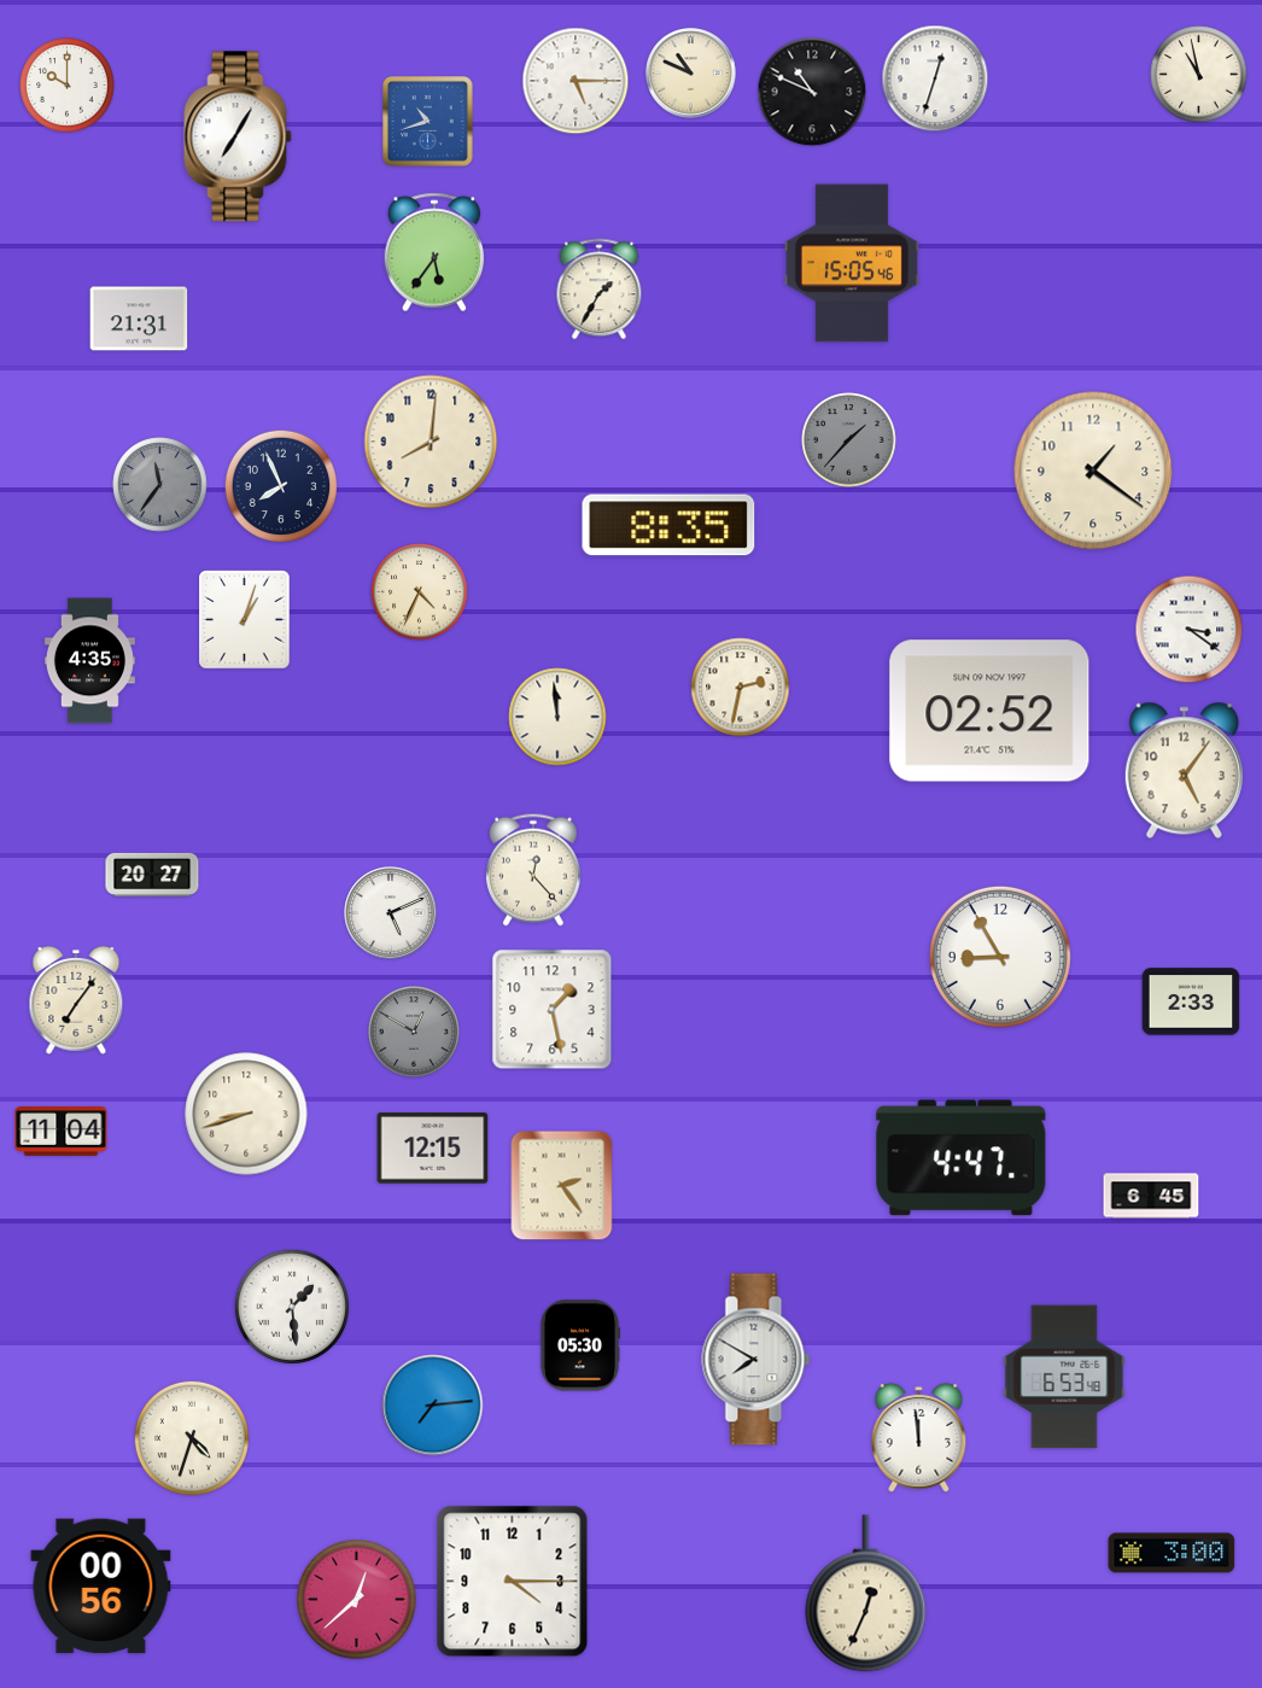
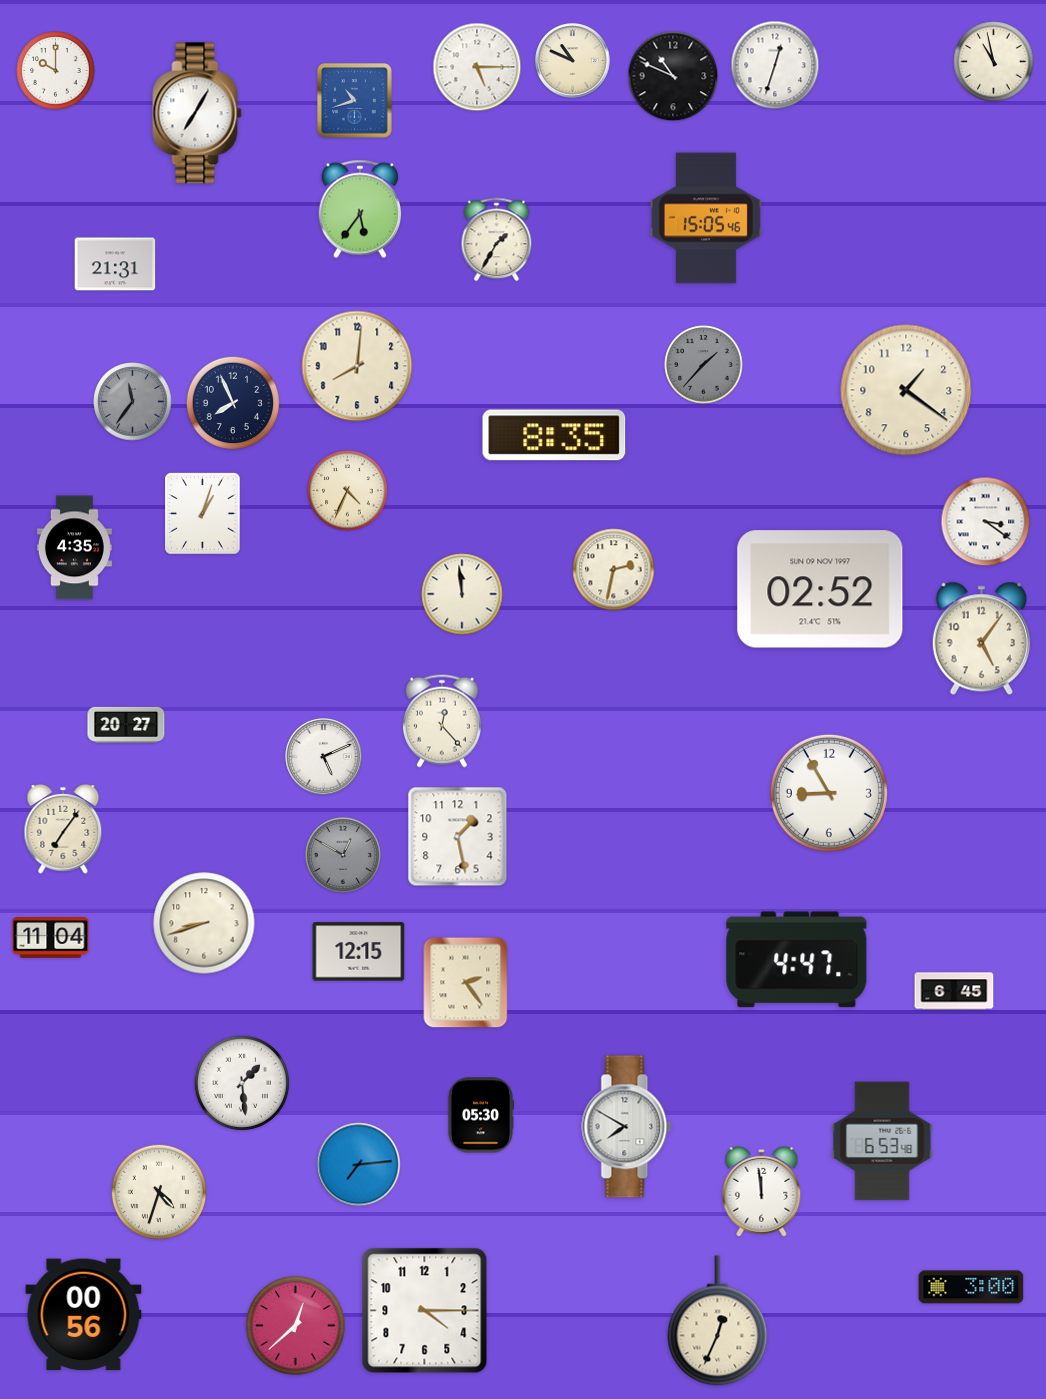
clock at (1191, 1001): 2:33 -> none
